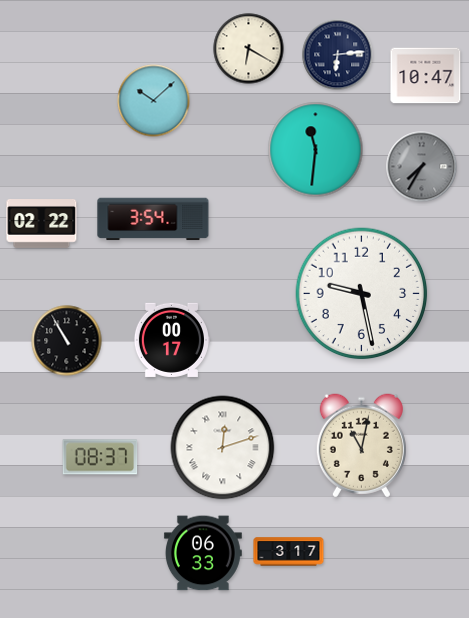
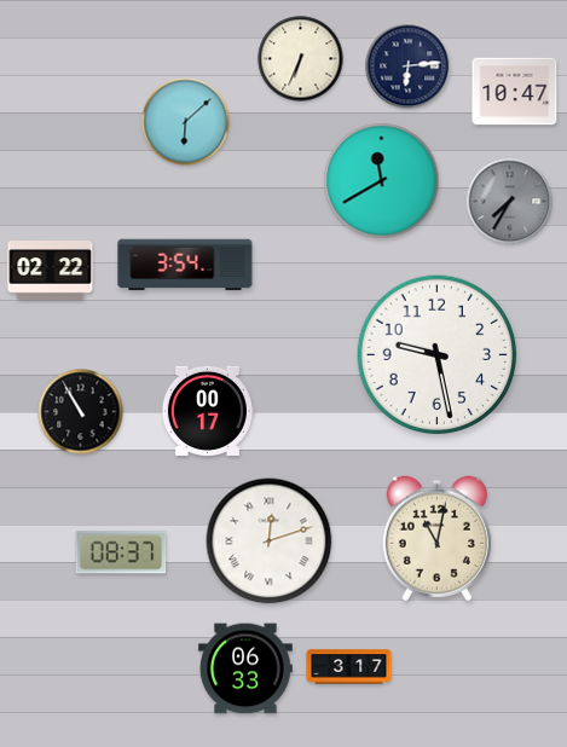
clock at (249, 49): 6:20 -> 6:34
clock at (154, 101): 10:08 -> 6:08
clock at (316, 150): 11:31 -> 11:40
